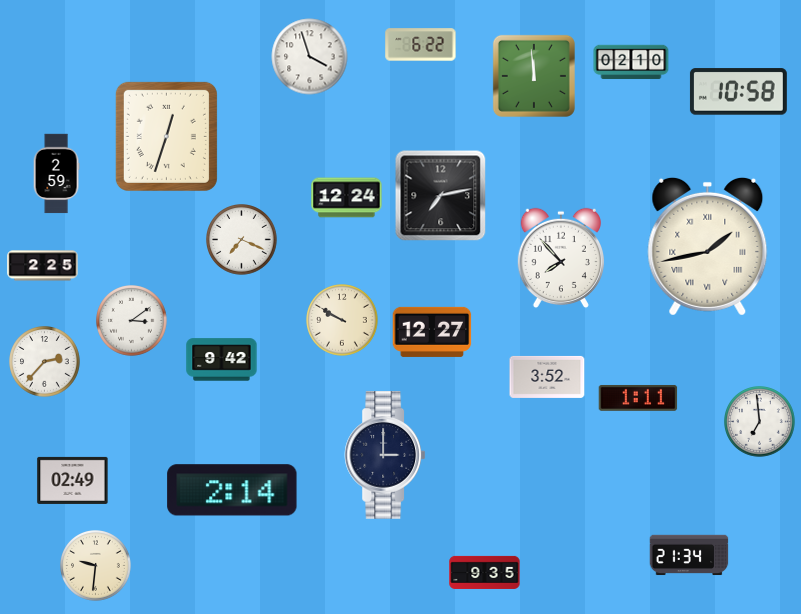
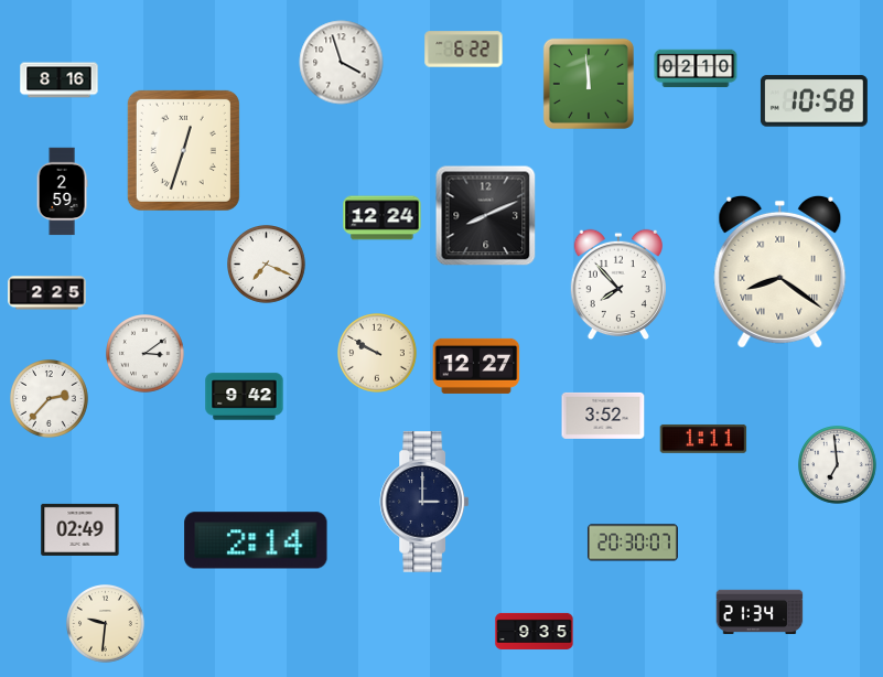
clock at (60, 80): none -> 8:16
clock at (441, 196): 7:13 -> 8:11
clock at (708, 246): 1:43 -> 8:21
clock at (633, 542): none -> 20:30
